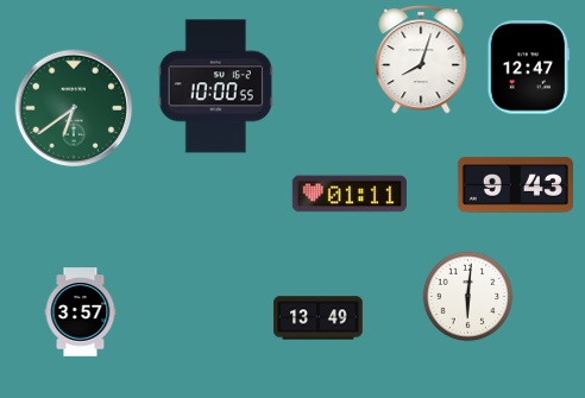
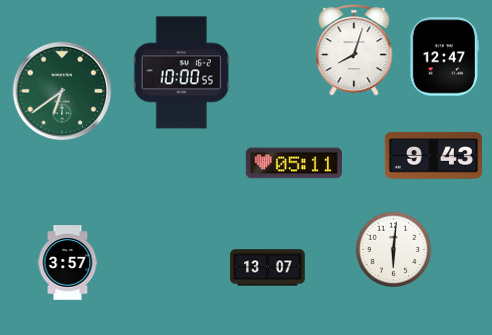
clock at (348, 194): 01:11 -> 05:11
clock at (319, 318): 13:49 -> 13:07
